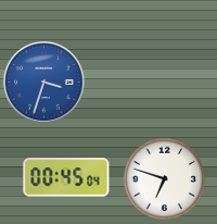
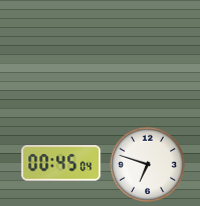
clock at (44, 83): 3:33 -> none
clock at (164, 178) position: (164, 178) -> (147, 164)
